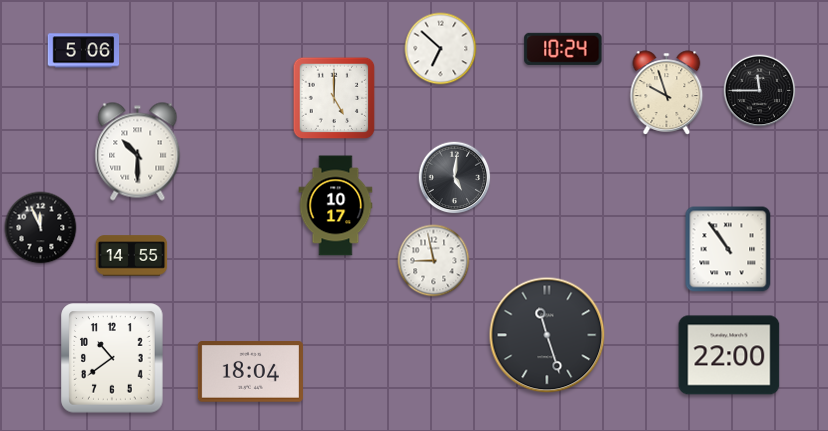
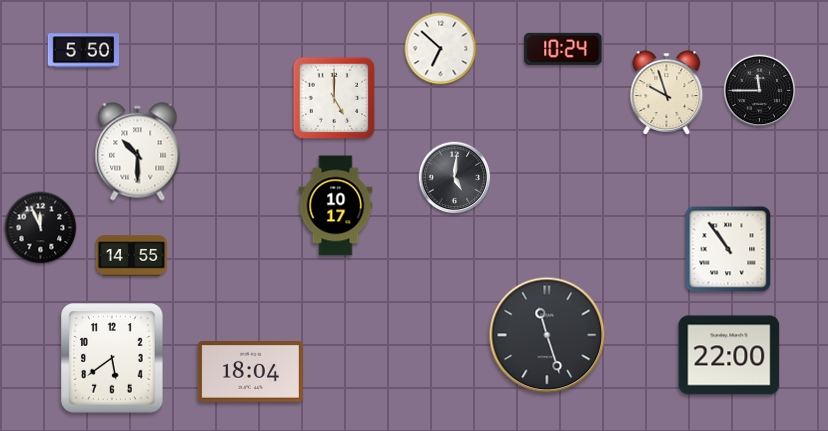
clock at (84, 51): 5:06 -> 5:50
clock at (434, 261): 8:58 -> none
clock at (112, 358): 10:39 -> 5:39
